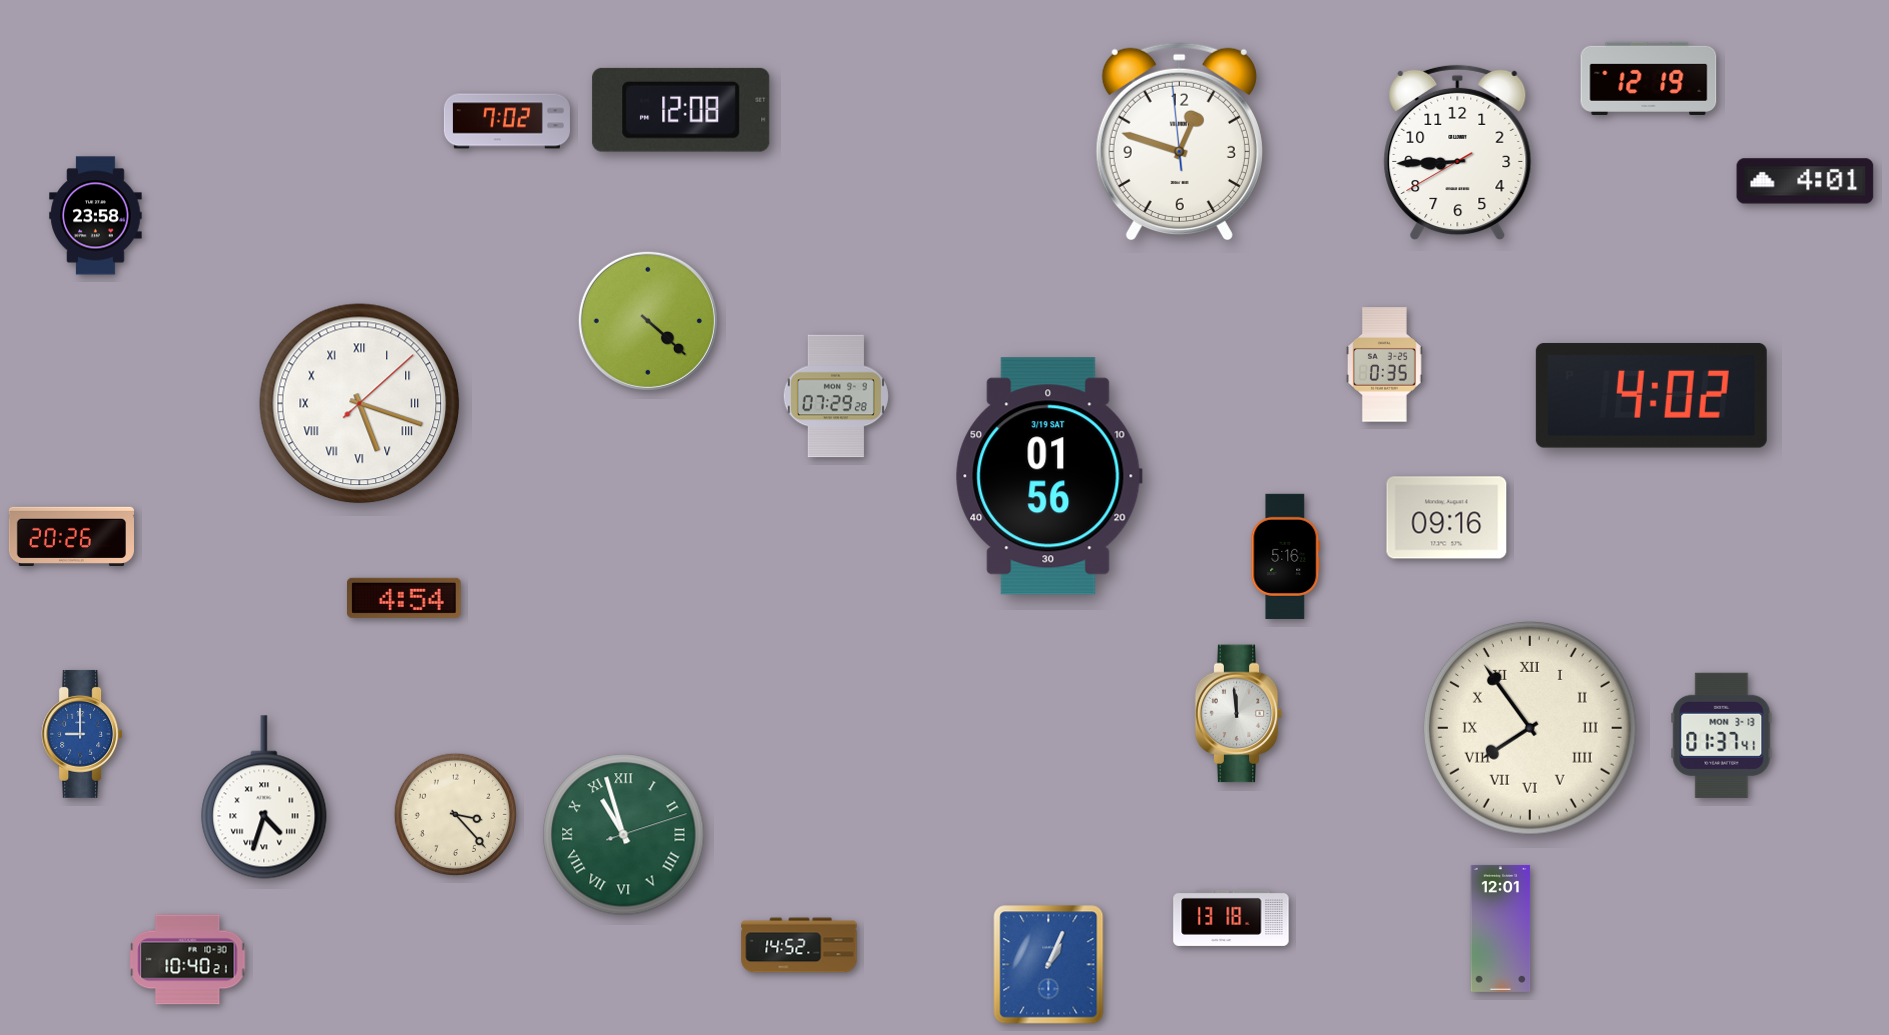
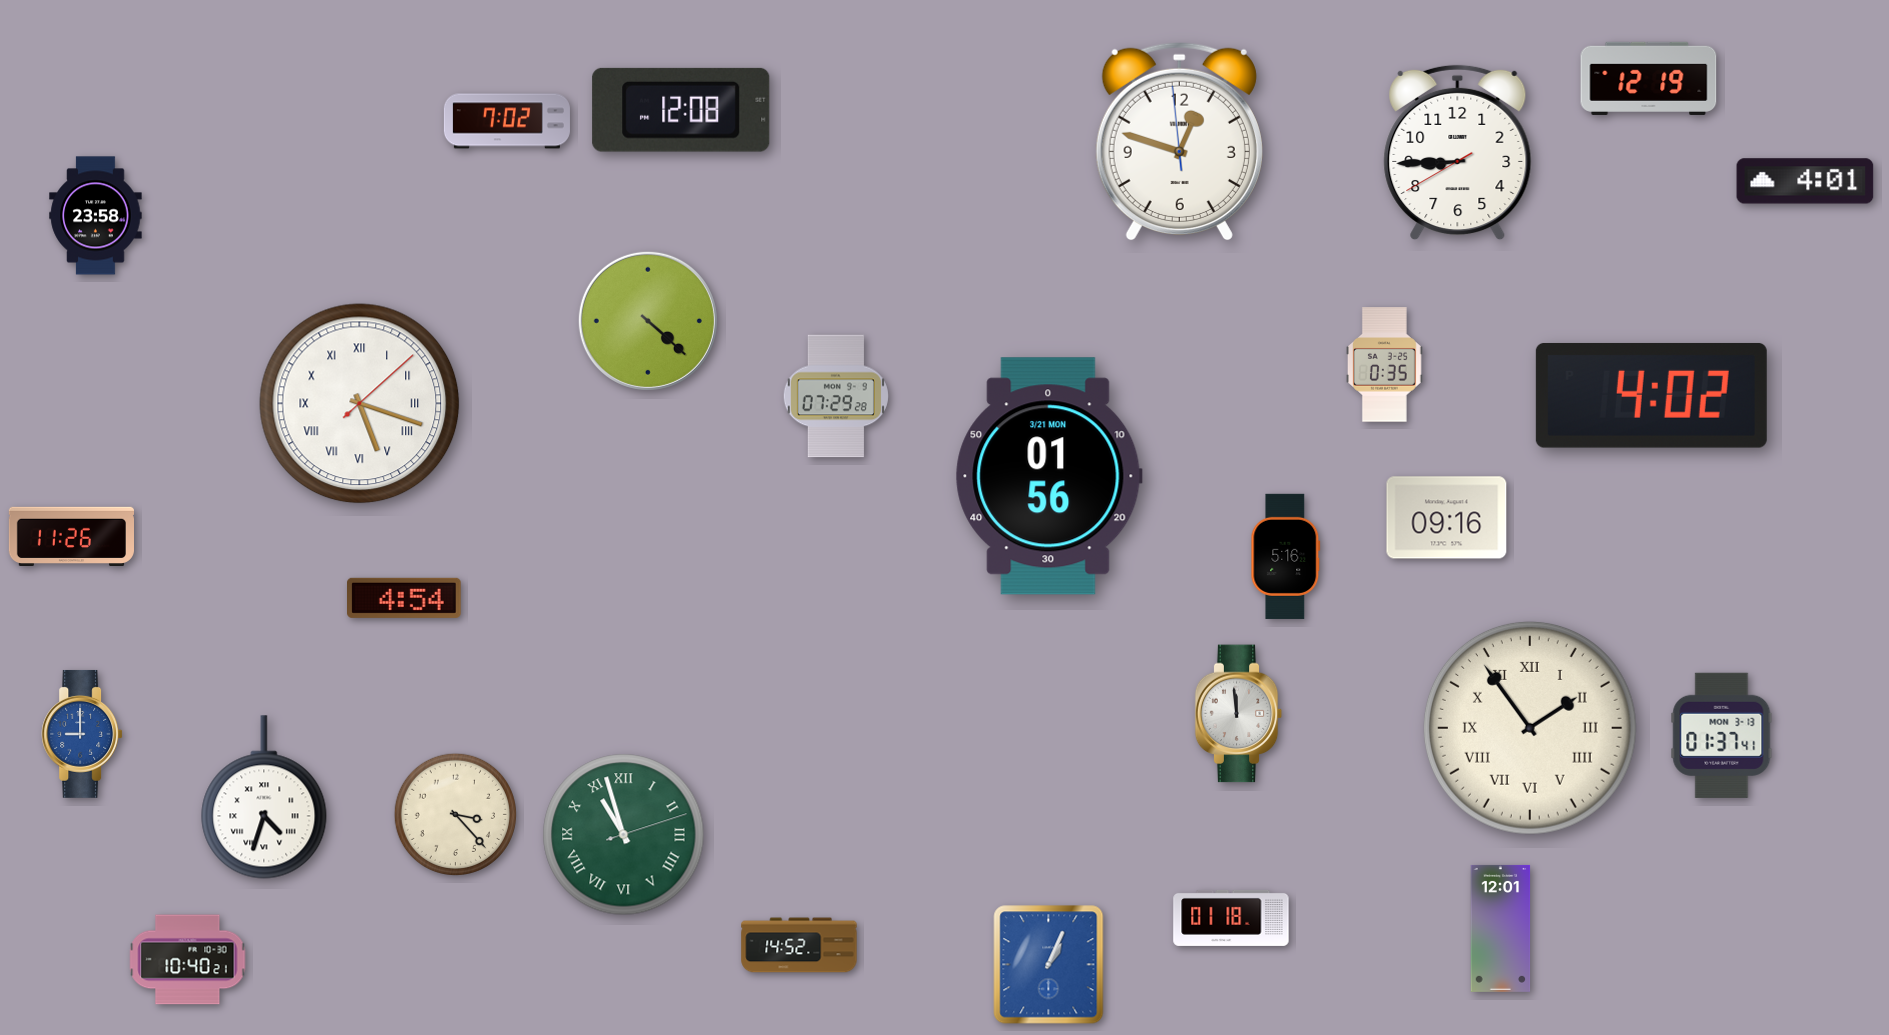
clock at (1049, 476) date: 3/19 SAT -> 3/21 MON
clock at (71, 536): 20:26 -> 11:26
clock at (1530, 728): 7:54 -> 1:54
clock at (1231, 918): 13:18 -> 01:18
